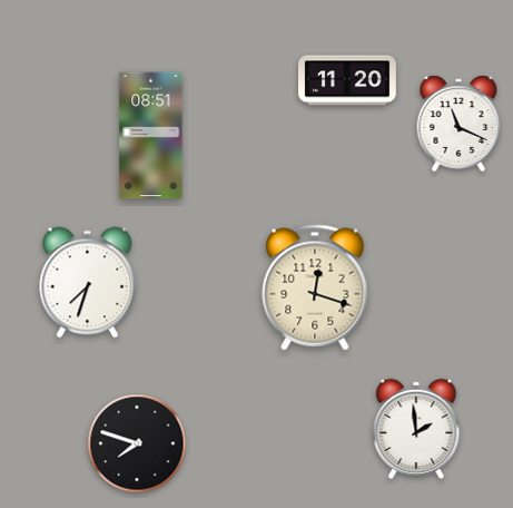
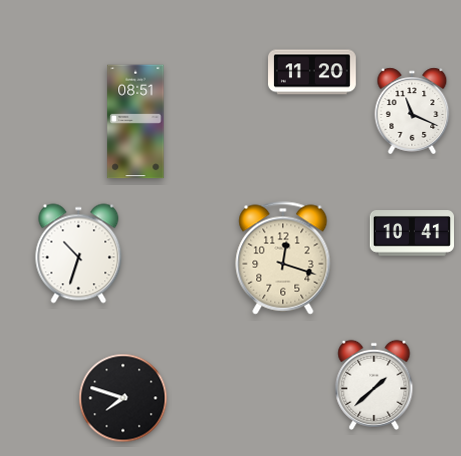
clock at (411, 233): none -> 10:41
clock at (88, 283): 7:33 -> 10:33
clock at (416, 429): 1:59 -> 1:38
